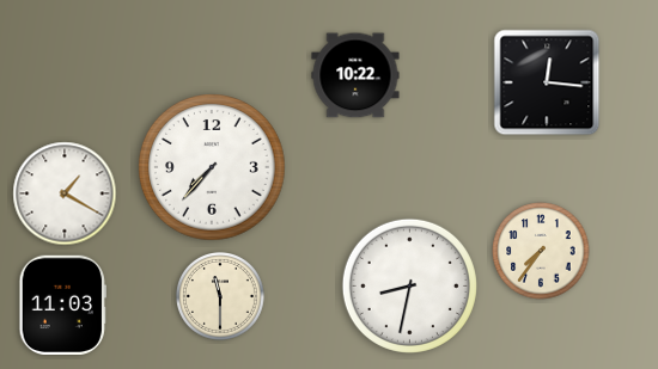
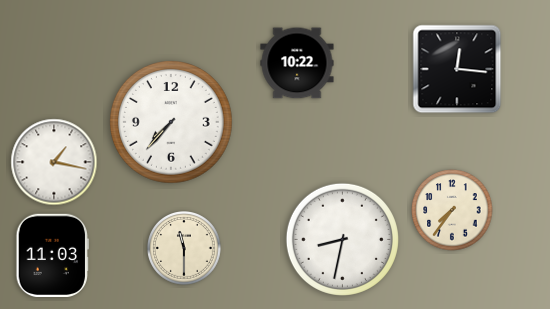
clock at (213, 168) position: (213, 168) -> (172, 123)
clock at (65, 193): 1:20 -> 1:17
